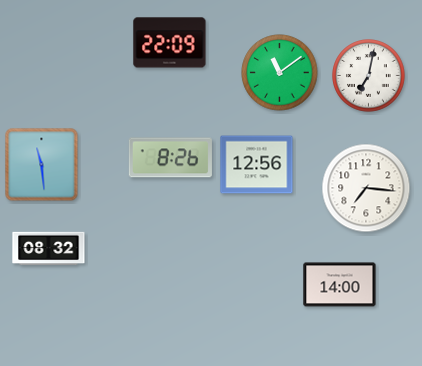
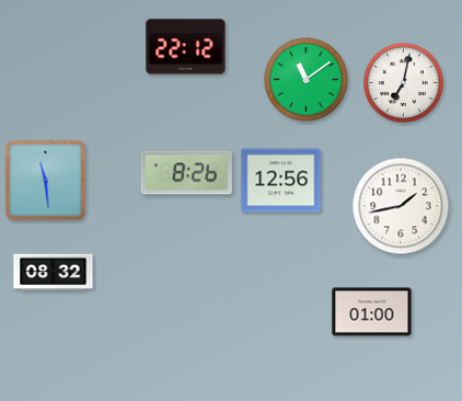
clock at (170, 43): 22:09 -> 22:12
clock at (366, 188): 7:16 -> 1:43
clock at (340, 285): 14:00 -> 01:00
